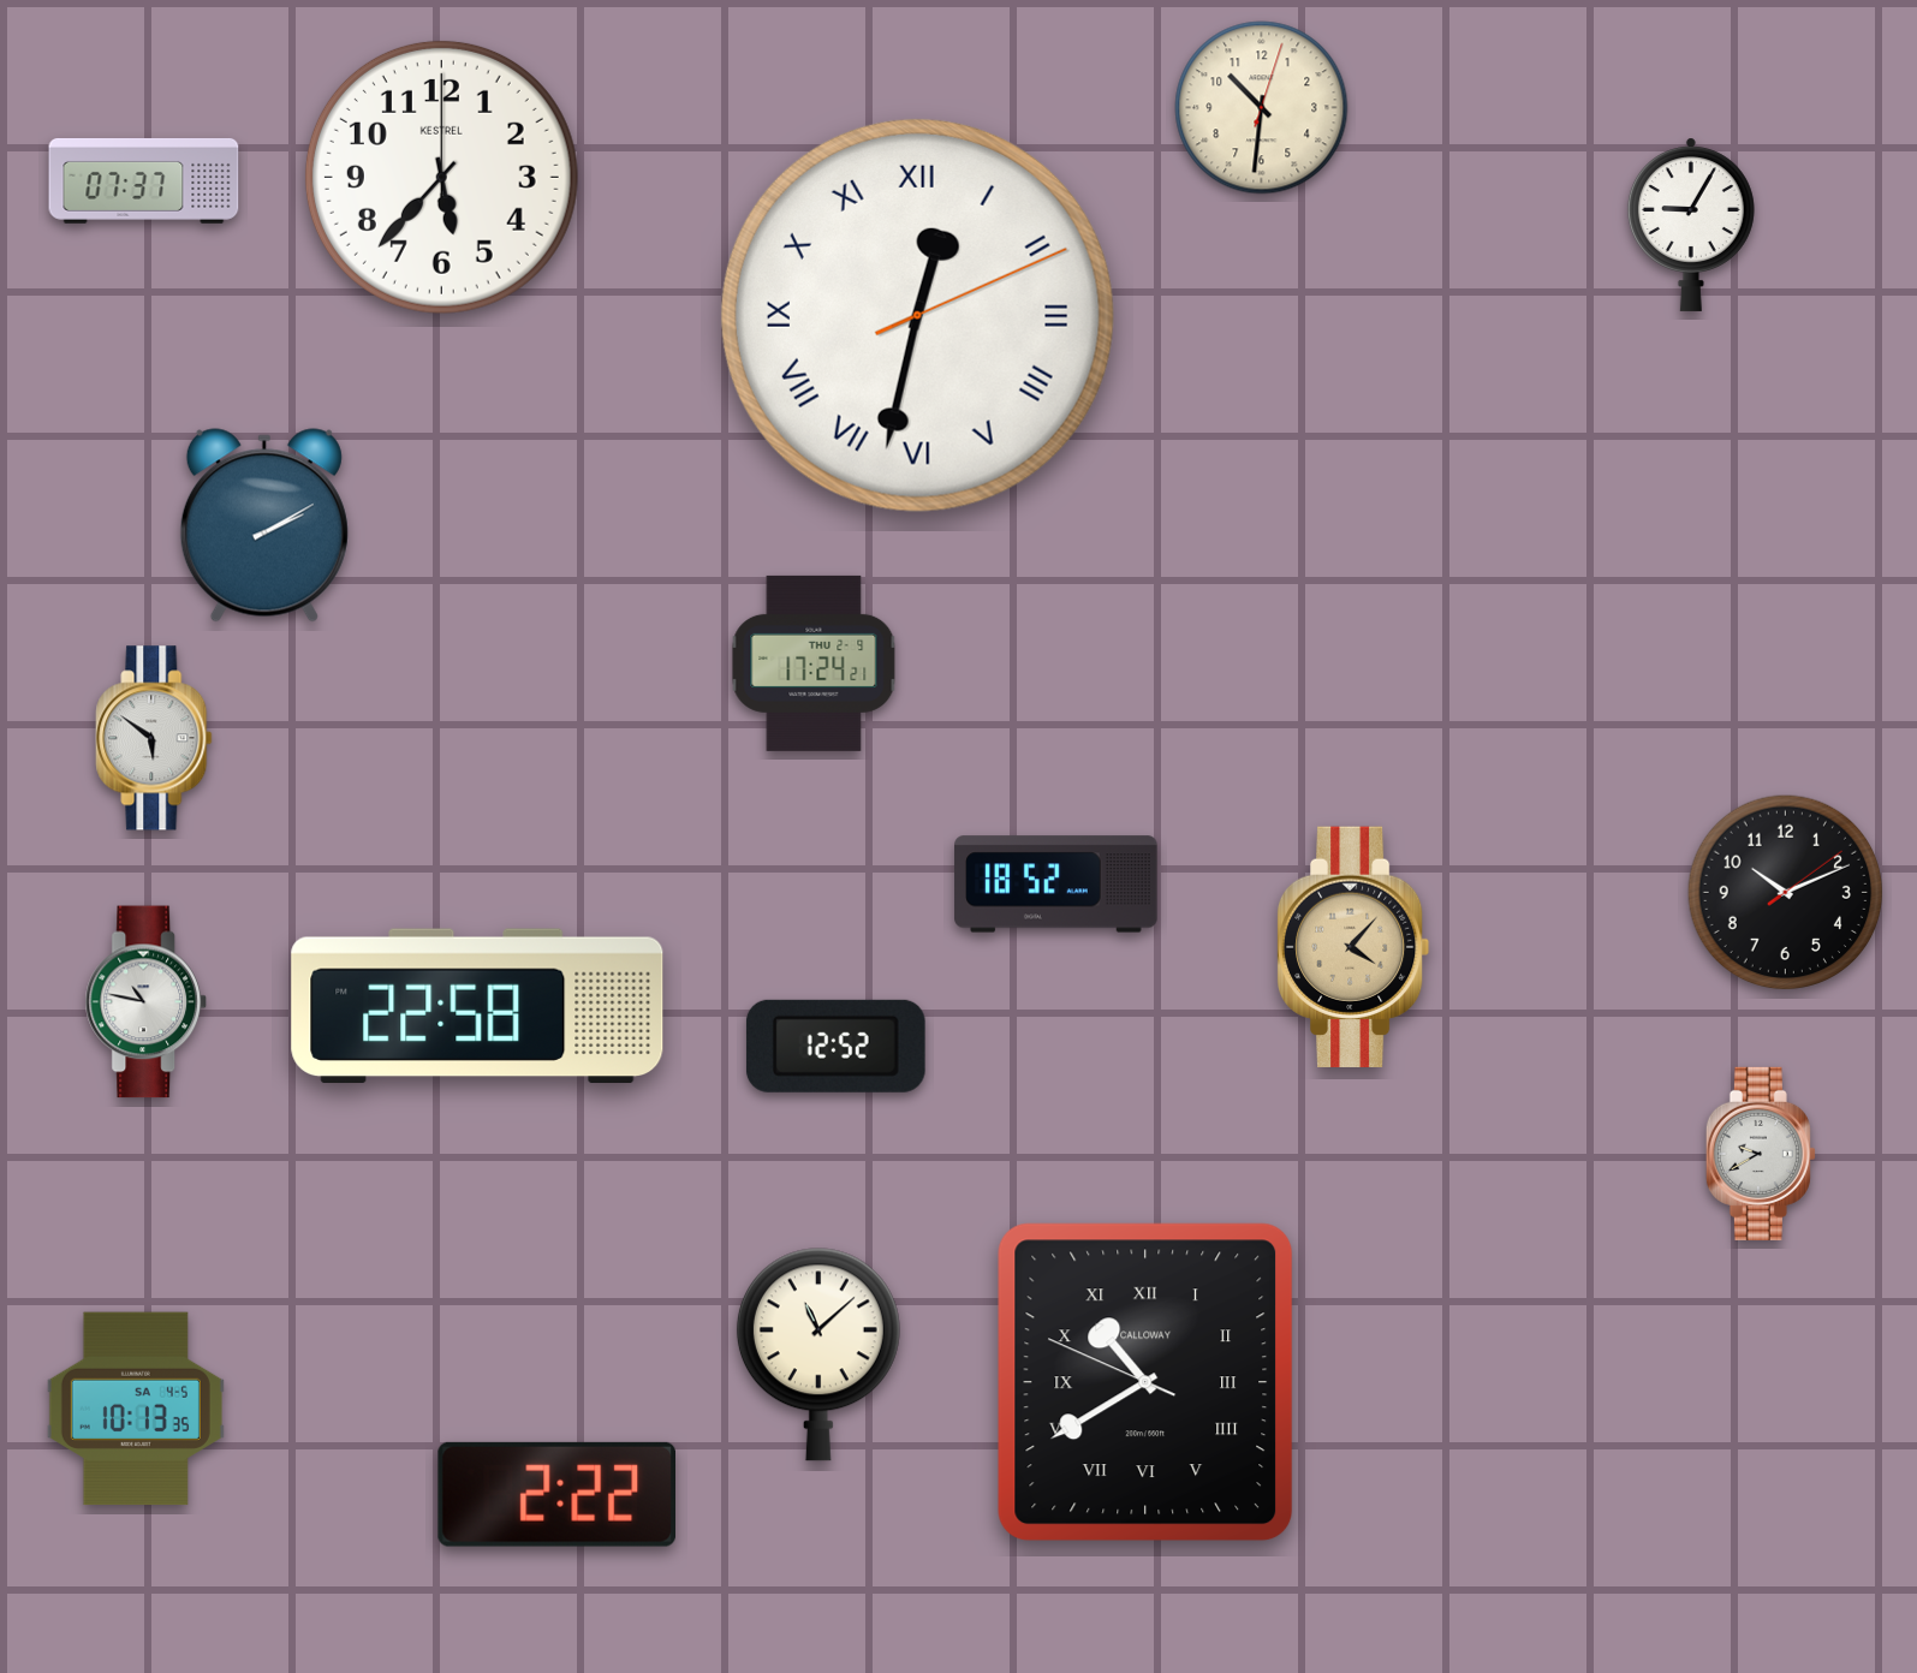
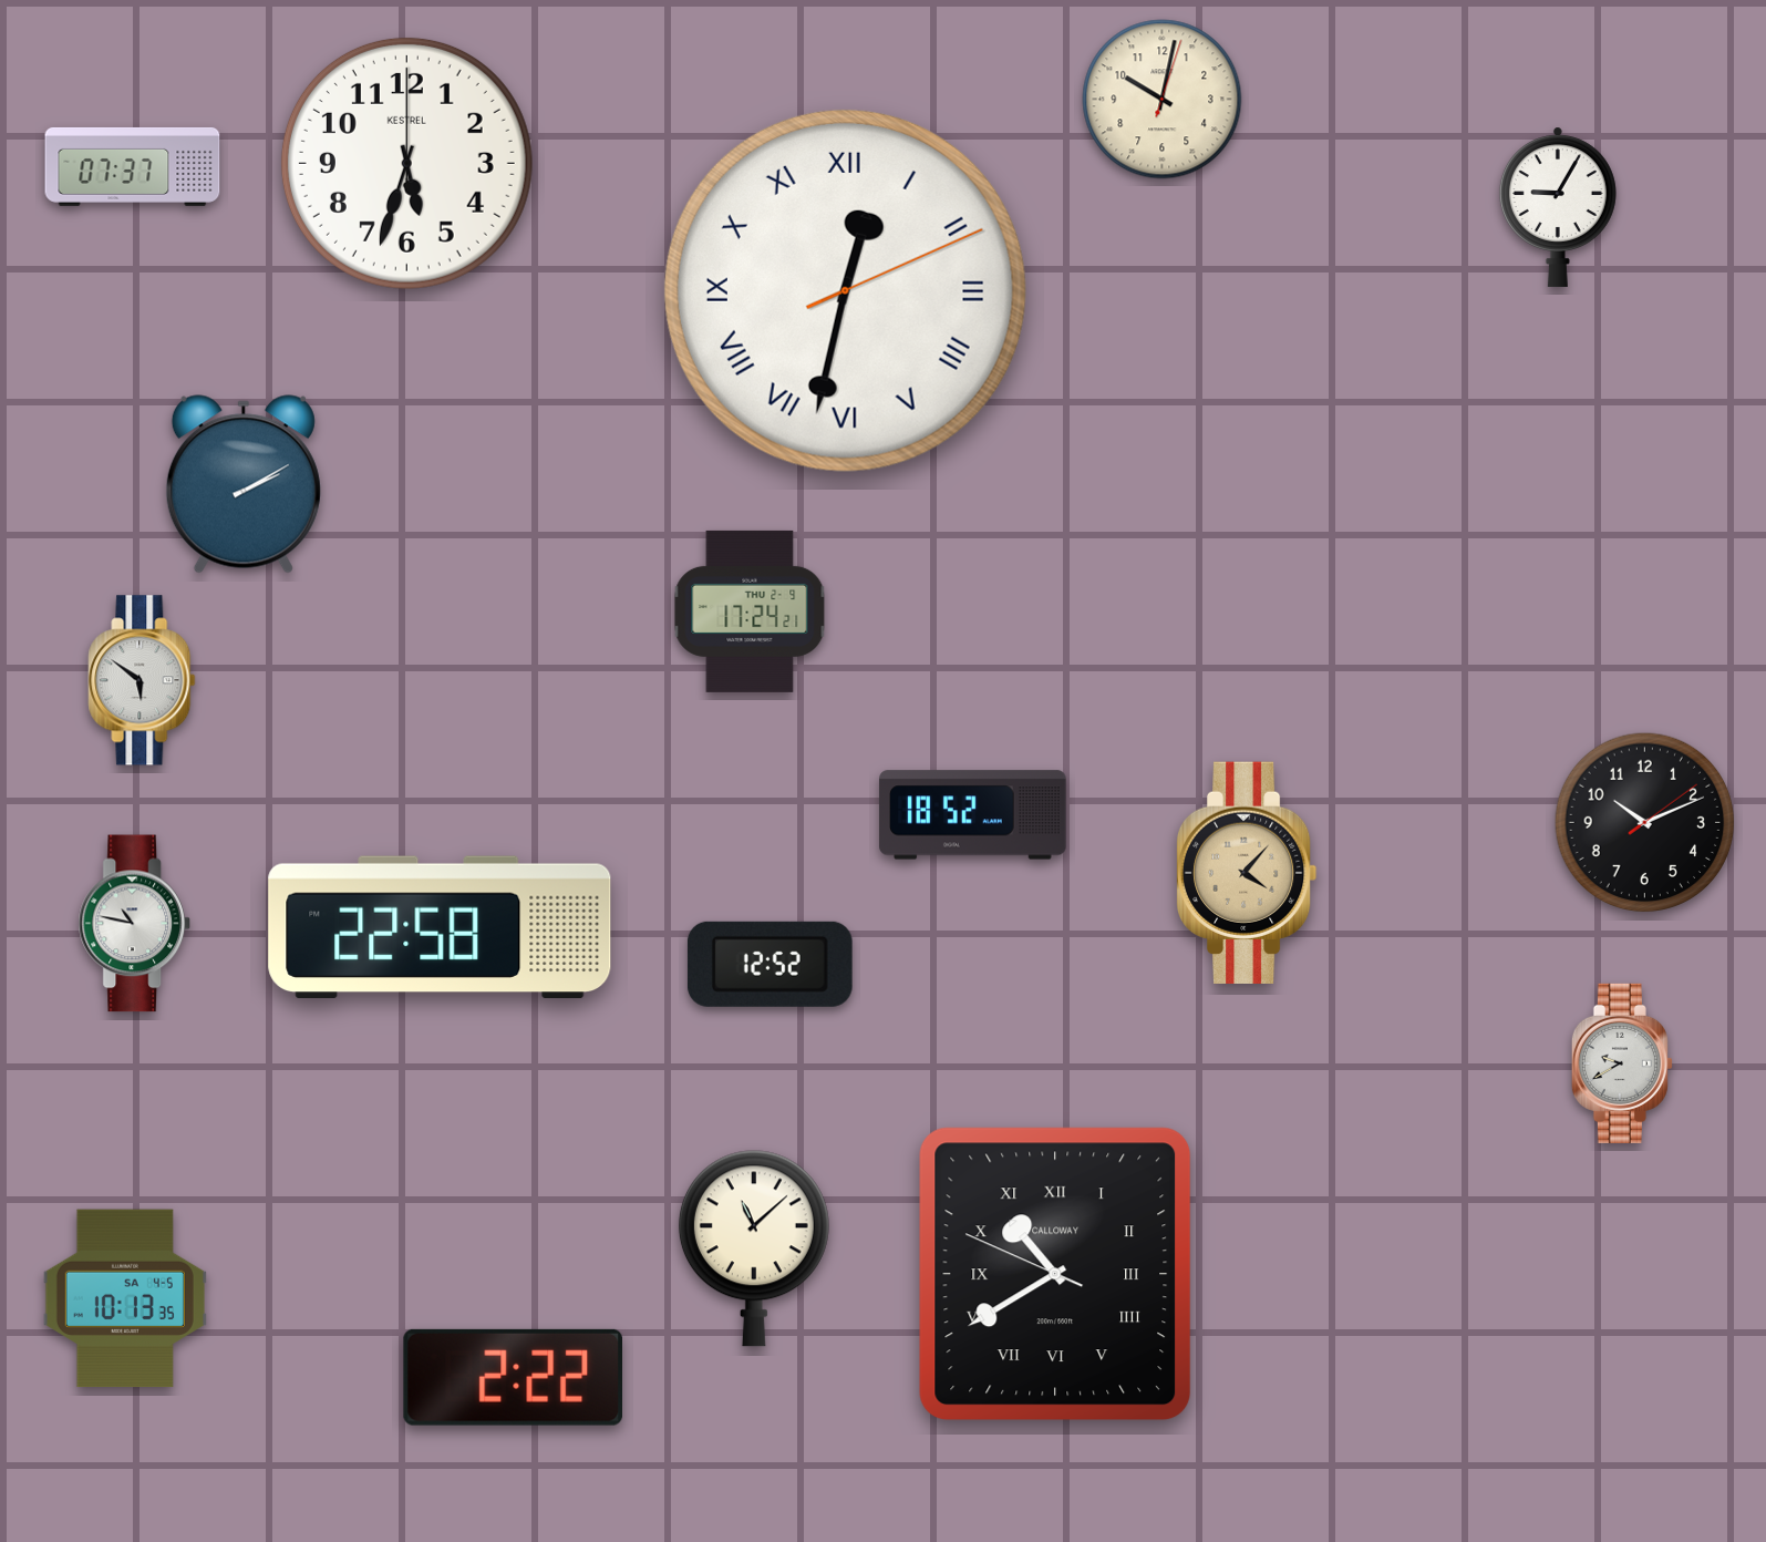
clock at (1262, 108): 10:31 -> 10:02
clock at (441, 177): 5:37 -> 5:33
